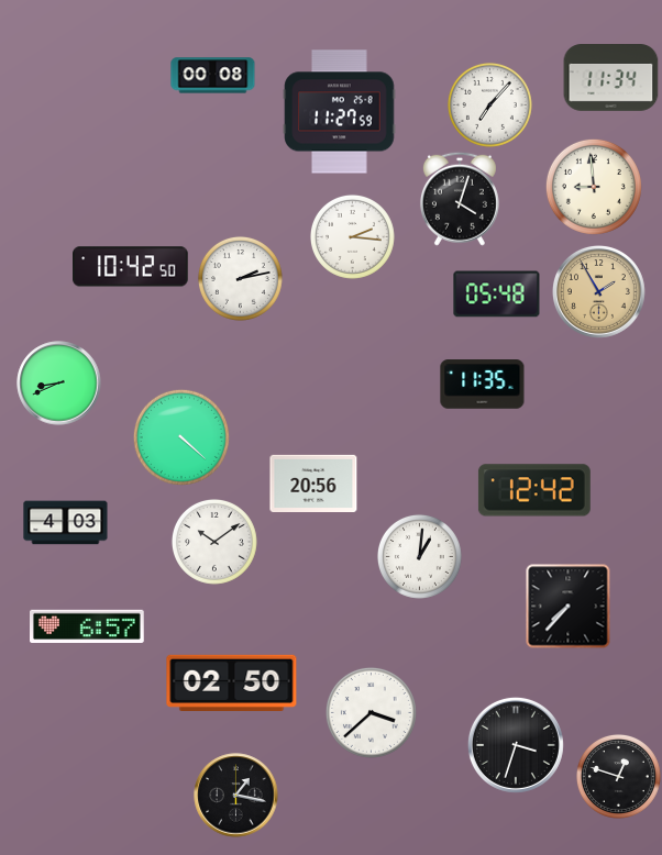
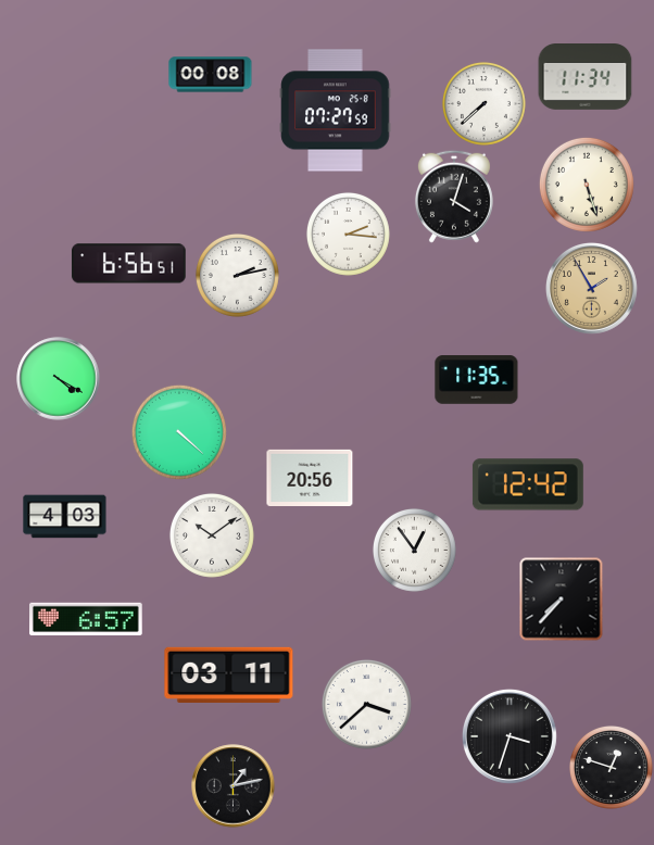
clock at (611, 78) position: (611, 78) -> (586, 77)
clock at (489, 104): 7:07 -> 7:38
clock at (340, 112): 11:27 -> 07:27
clock at (594, 187): 8:59 -> 5:27
clock at (131, 267): 10:42 -> 6:56
clock at (497, 295): 05:48 -> none
clock at (59, 384): 8:41 -> 4:20
clock at (419, 556): 1:01 -> 12:54
clock at (232, 682): 02:50 -> 03:11
clock at (236, 796): 1:17 -> 1:13
